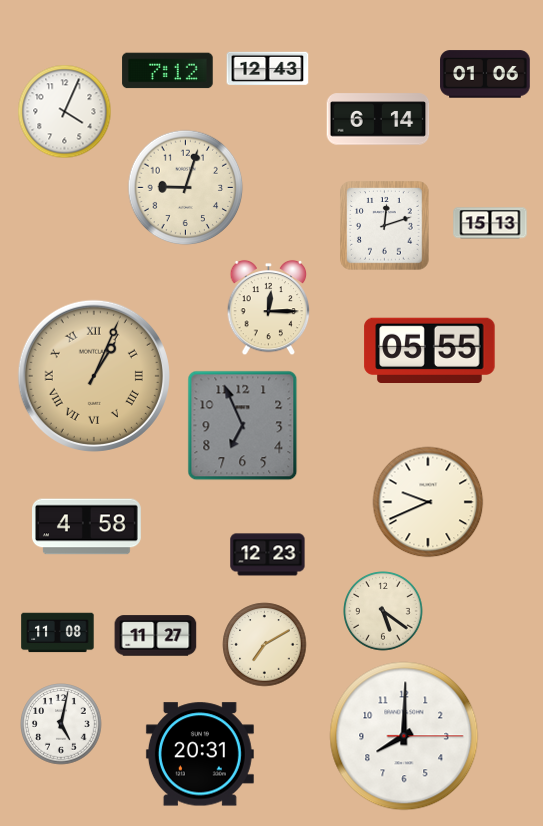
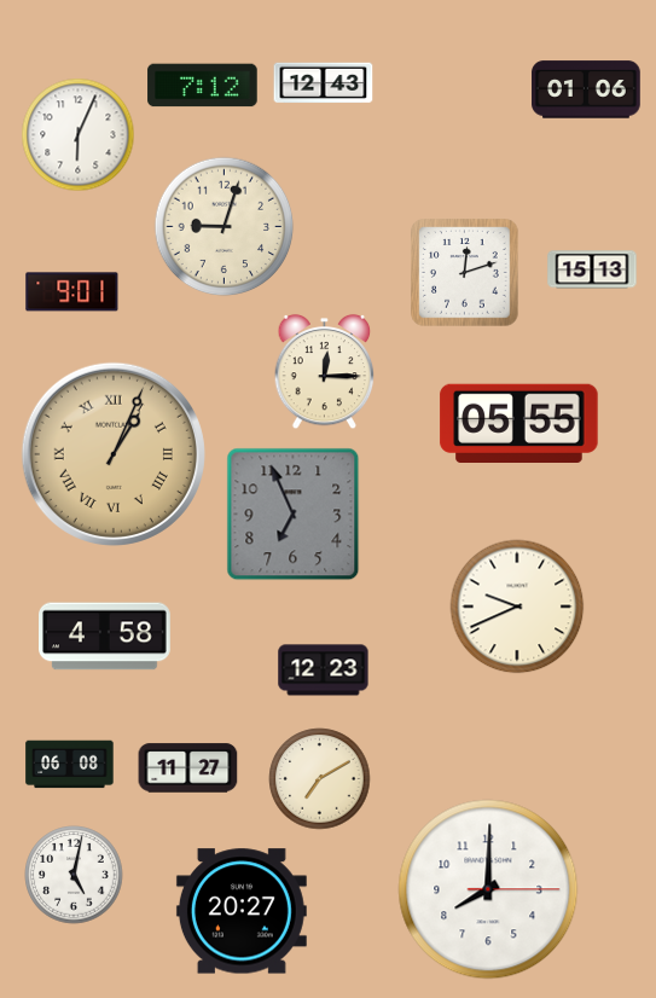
clock at (65, 112): 4:04 -> 6:04
clock at (378, 119): 6:14 -> none
clock at (72, 292): none -> 9:01
clock at (383, 611): 5:21 -> none
clock at (58, 633): 11:08 -> 06:08
clock at (200, 754): 20:31 -> 20:27
